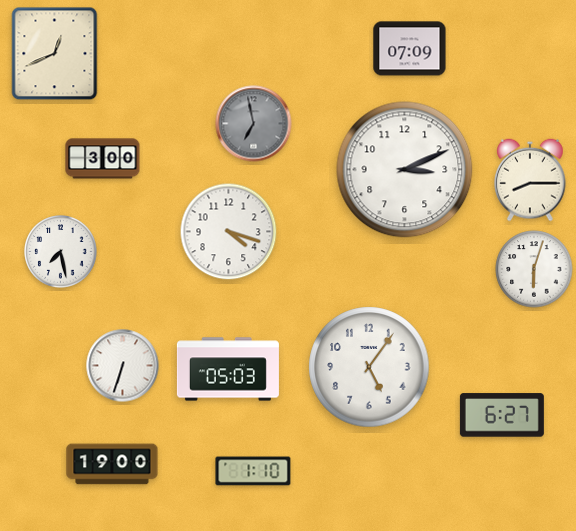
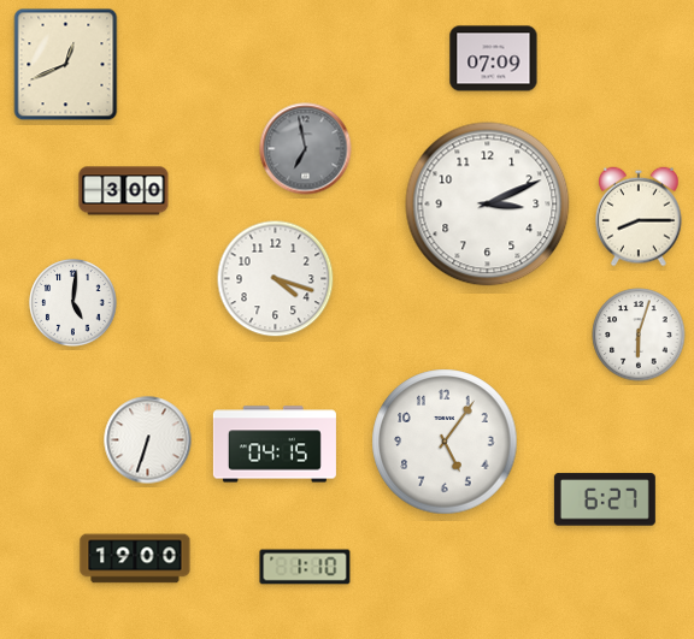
clock at (61, 252): 7:28 -> 5:01
clock at (534, 269) position: (534, 269) -> (639, 335)
clock at (228, 369): 05:03 -> 04:15
